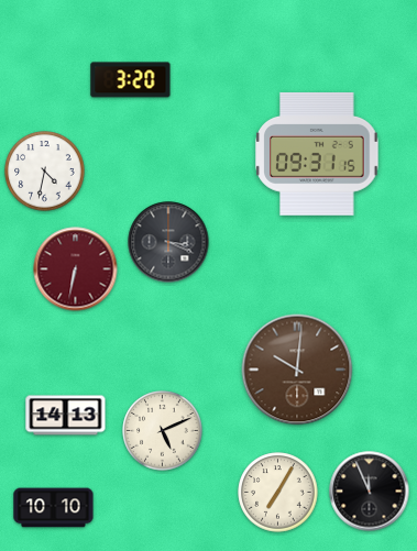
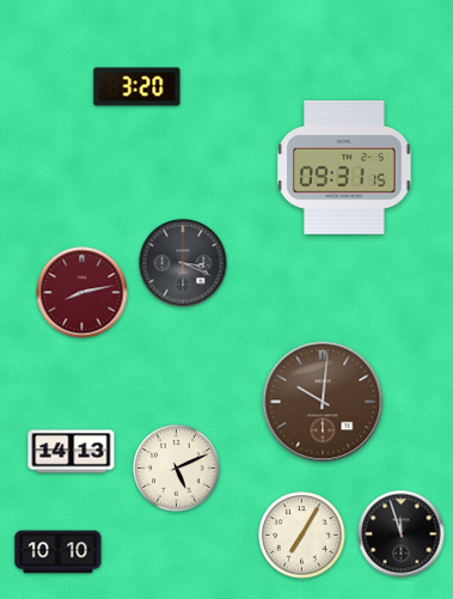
clock at (131, 80) position: (131, 80) -> (137, 87)
clock at (45, 172): 4:32 -> none
clock at (76, 269): 6:32 -> 8:13
clock at (370, 492): 11:56 -> 11:57
